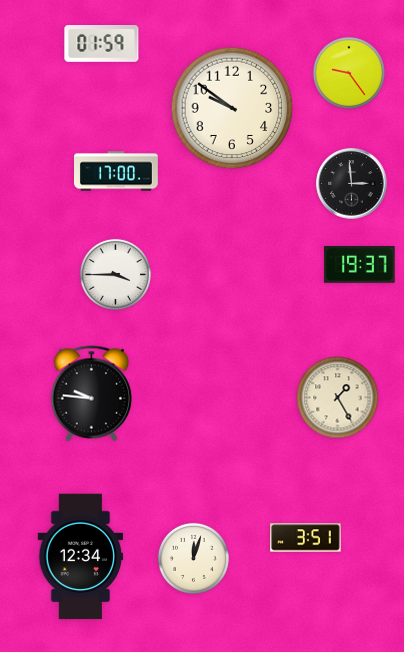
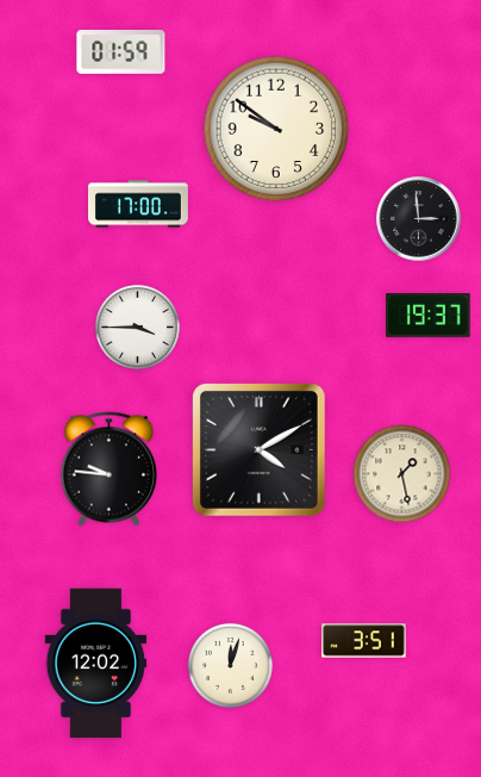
clock at (349, 73): 9:24 -> none
clock at (260, 450): none -> 4:10
clock at (338, 398): 1:25 -> 1:28
clock at (81, 557): 12:34 -> 12:02
